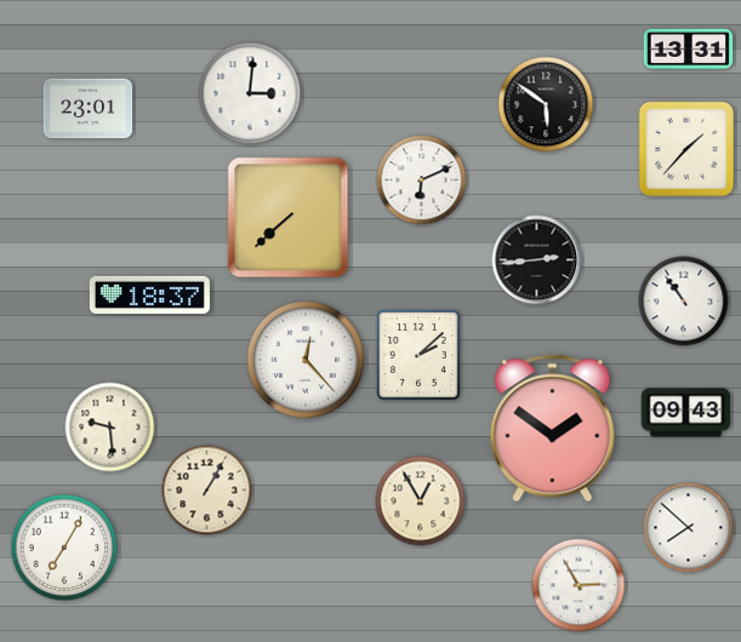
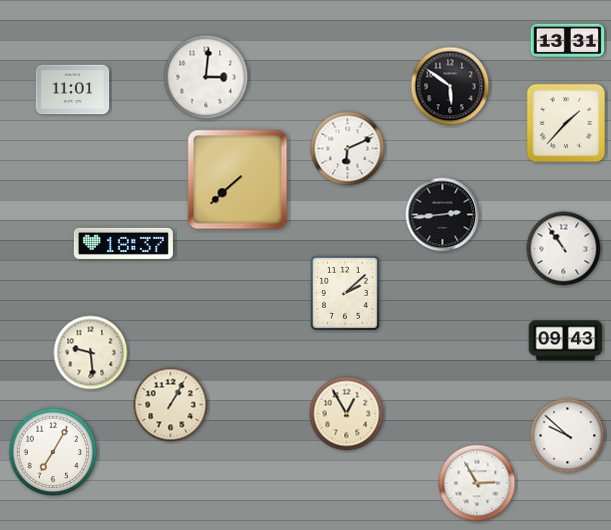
clock at (89, 109): 23:01 -> 11:01
clock at (304, 359): 12:23 -> none
clock at (553, 429): 1:51 -> none
clock at (689, 528): 7:52 -> 9:52
